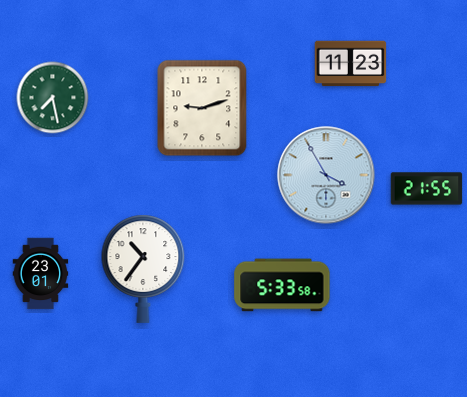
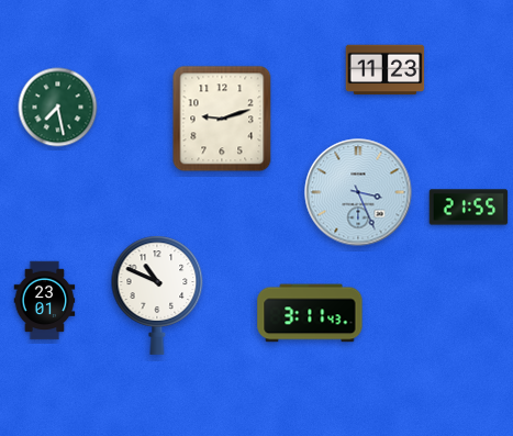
clock at (326, 175): 3:55 -> 3:26
clock at (143, 269): 10:36 -> 10:49
clock at (282, 285): 5:33 -> 3:11
